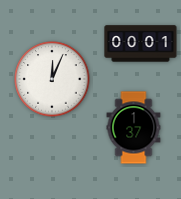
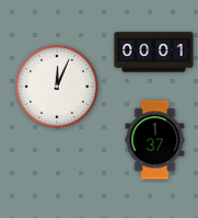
clock at (141, 44) position: (141, 44) -> (154, 53)
clock at (134, 128) position: (134, 128) -> (155, 140)
